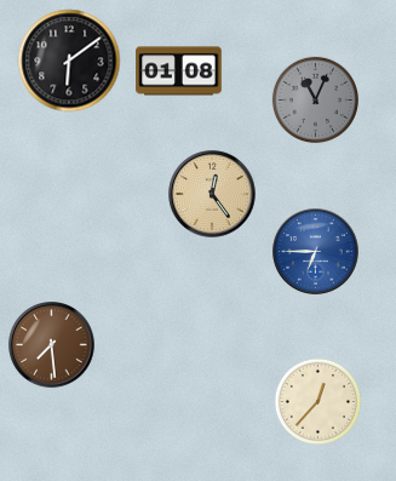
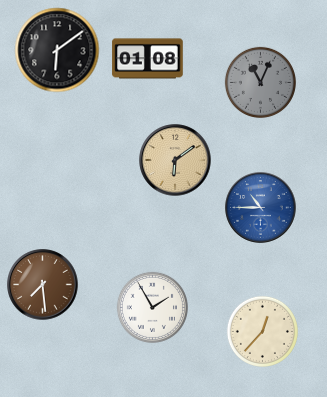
clock at (212, 194): 12:24 -> 6:09
clock at (316, 252): 6:45 -> 10:45
clock at (152, 307): none -> 1:55
